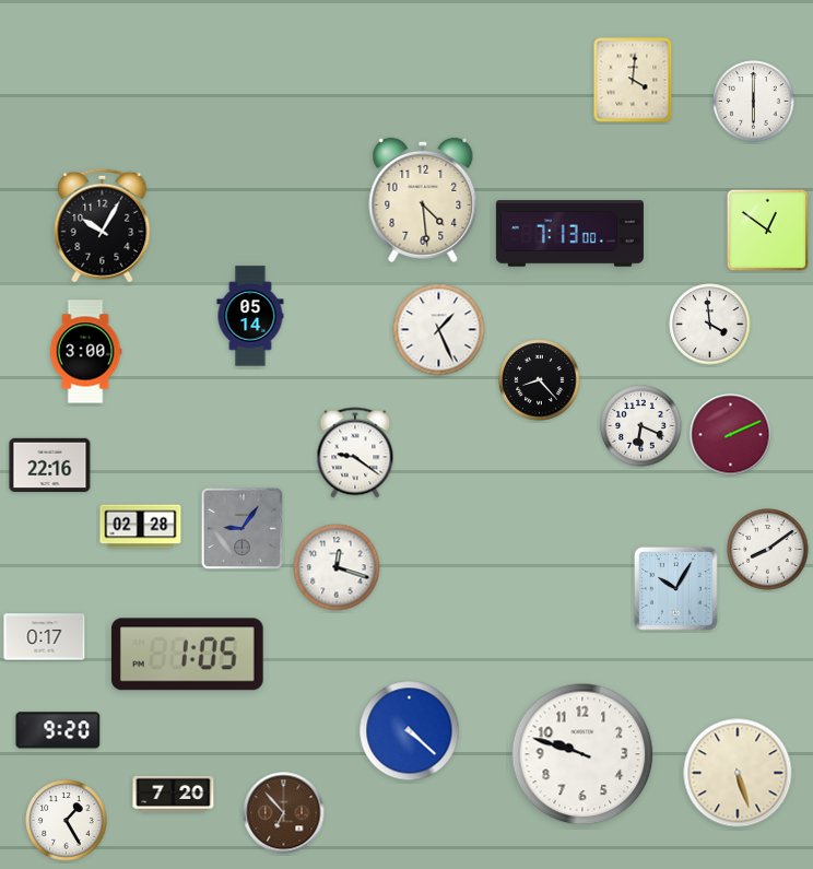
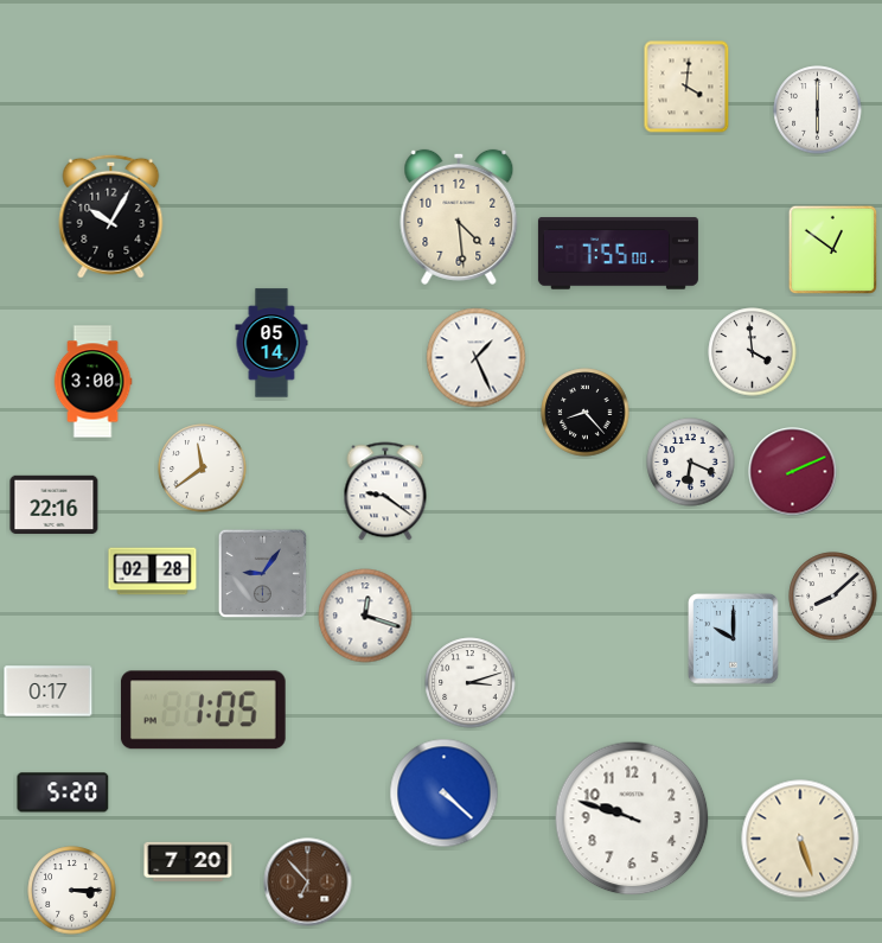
clock at (103, 225) position: (103, 225) -> (111, 216)
clock at (569, 234): 7:13 -> 7:55
clock at (710, 325) position: (710, 325) -> (753, 352)
clock at (641, 426) position: (641, 426) -> (691, 463)
clock at (203, 469): none -> 11:39
clock at (768, 550): 8:09 -> 8:08
clock at (676, 589): 10:05 -> 10:00
clock at (471, 683): none -> 3:12
clock at (58, 730): 9:20 -> 5:20
clock at (67, 821): 1:25 -> 3:15
